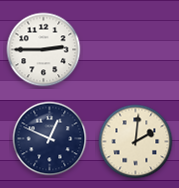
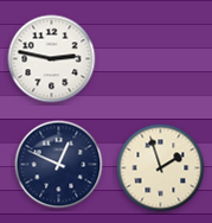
clock at (44, 50): 2:45 -> 2:47
clock at (136, 142): 2:01 -> 1:57
